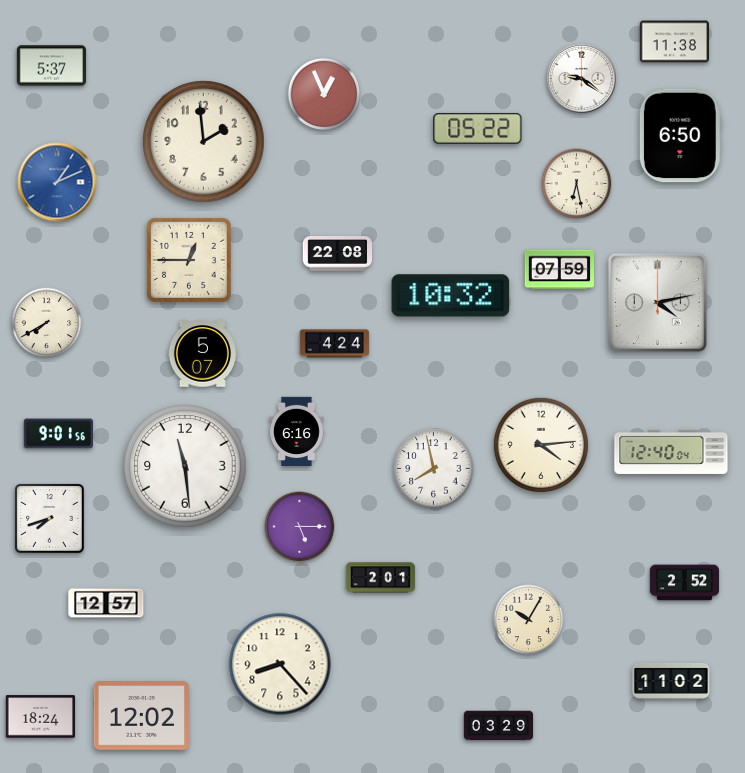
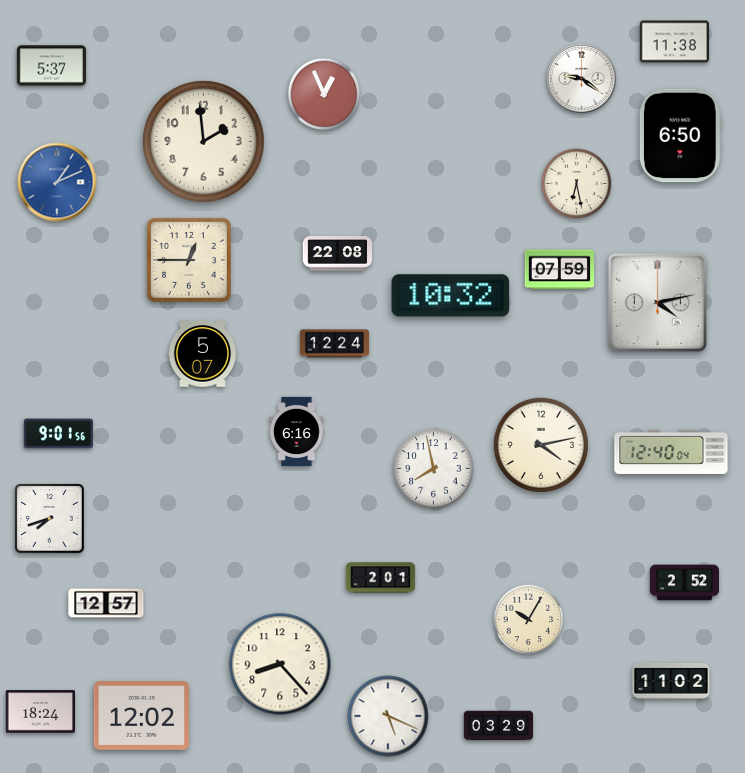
clock at (478, 128): 05:22 -> none
clock at (47, 323): 7:40 -> none
clock at (335, 344): 4:24 -> 12:24
clock at (541, 445): 4:14 -> 4:13
clock at (185, 466): 11:29 -> none
clock at (300, 527): 5:15 -> none
clock at (388, 716): none -> 5:19
clock at (40, 717) position: (40, 717) -> (40, 712)
